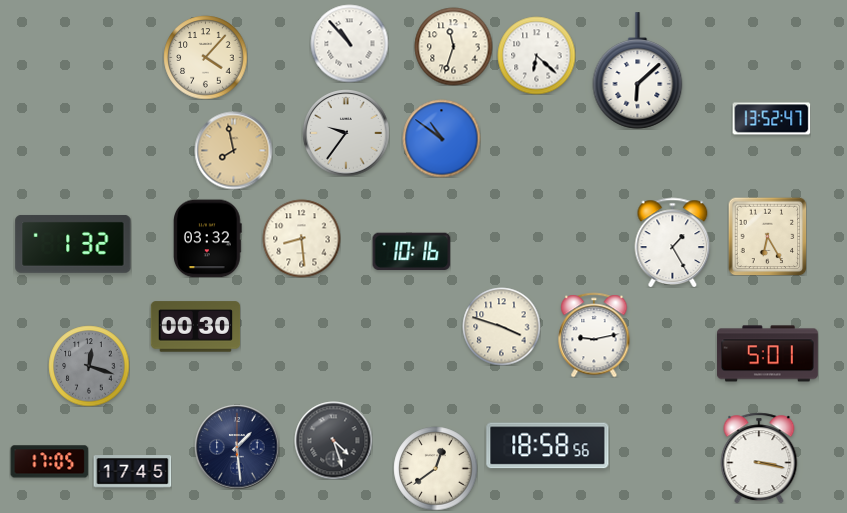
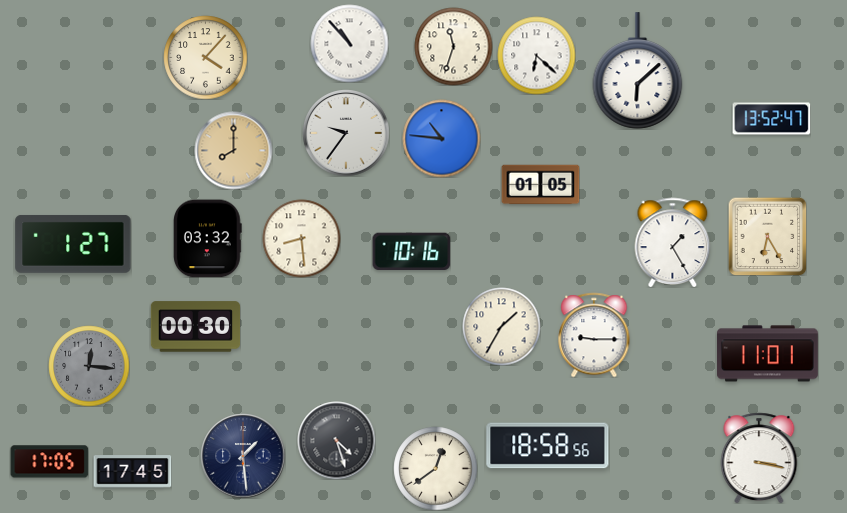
clock at (441, 138): 10:51 -> 10:46
clock at (233, 150): 7:58 -> 8:00
clock at (540, 185): none -> 01:05
clock at (73, 244): 1:32 -> 1:27
clock at (501, 326): 3:48 -> 1:35
clock at (594, 335): 9:13 -> 9:15
clock at (767, 354): 5:01 -> 11:01
clock at (89, 366): 12:18 -> 12:16
clock at (333, 440) position: (333, 440) -> (336, 440)
clock at (237, 447) position: (237, 447) -> (243, 456)
